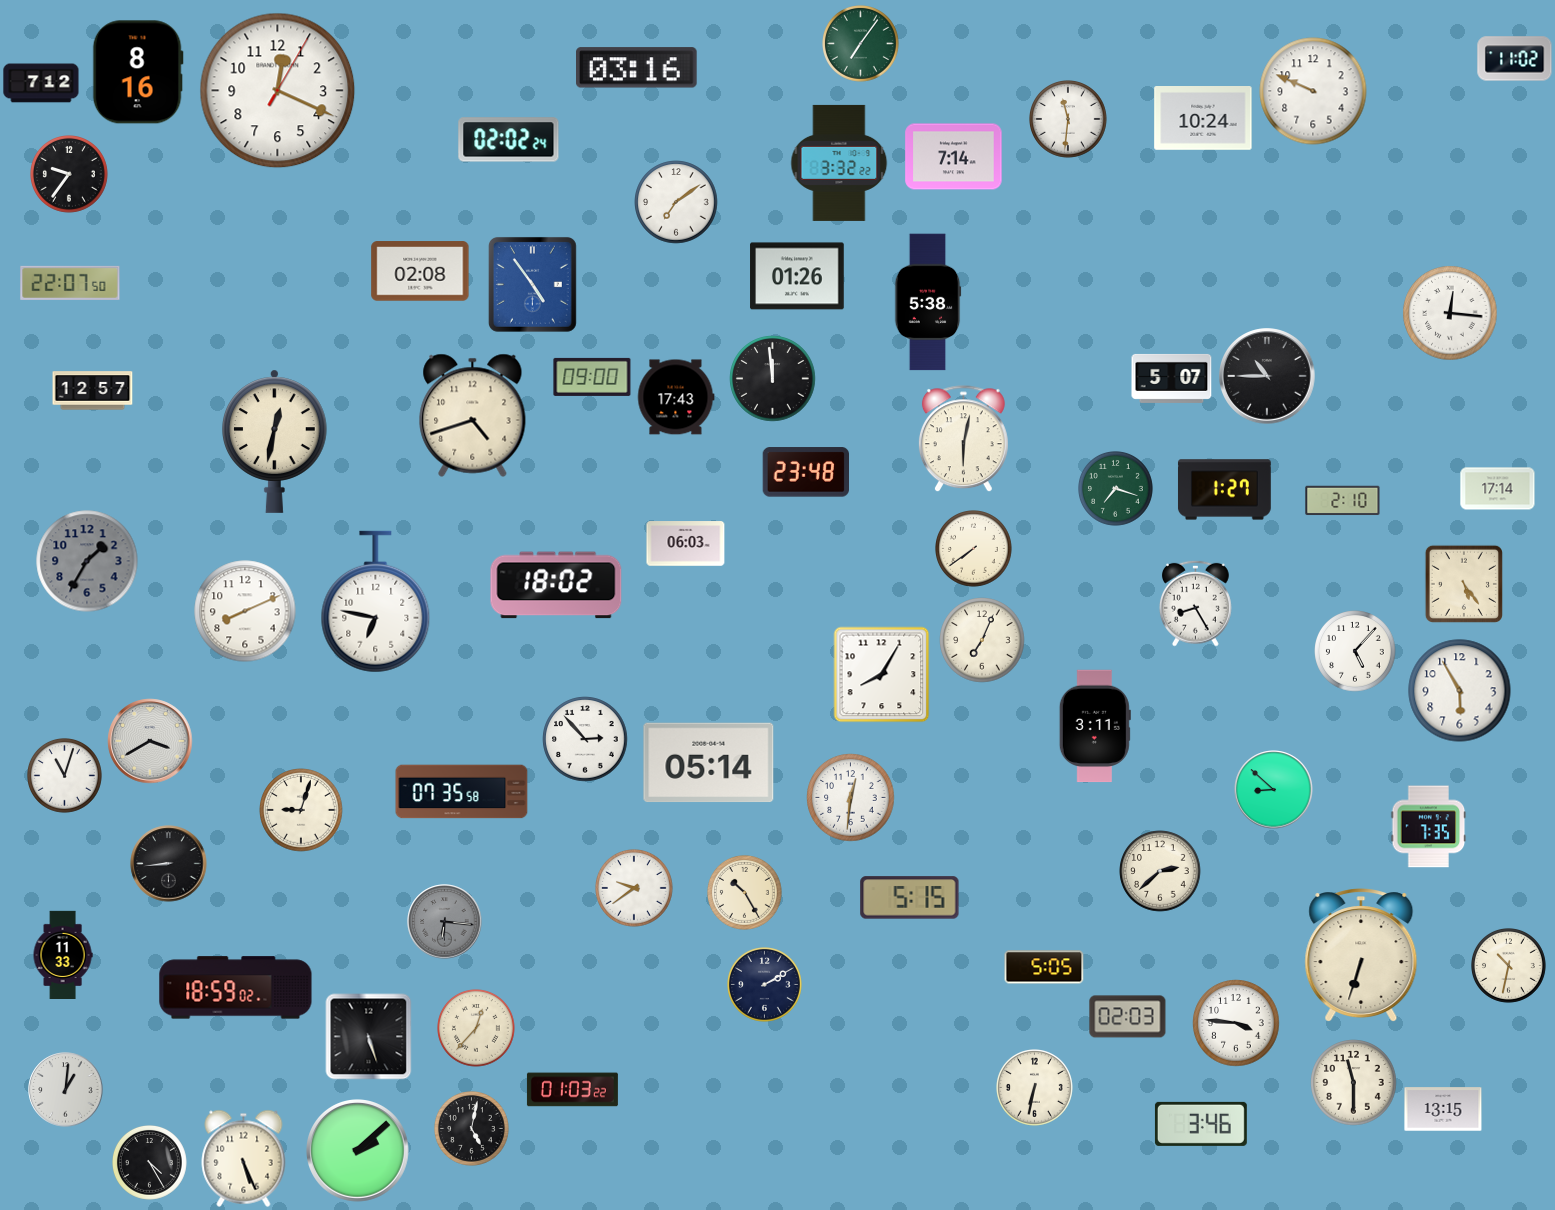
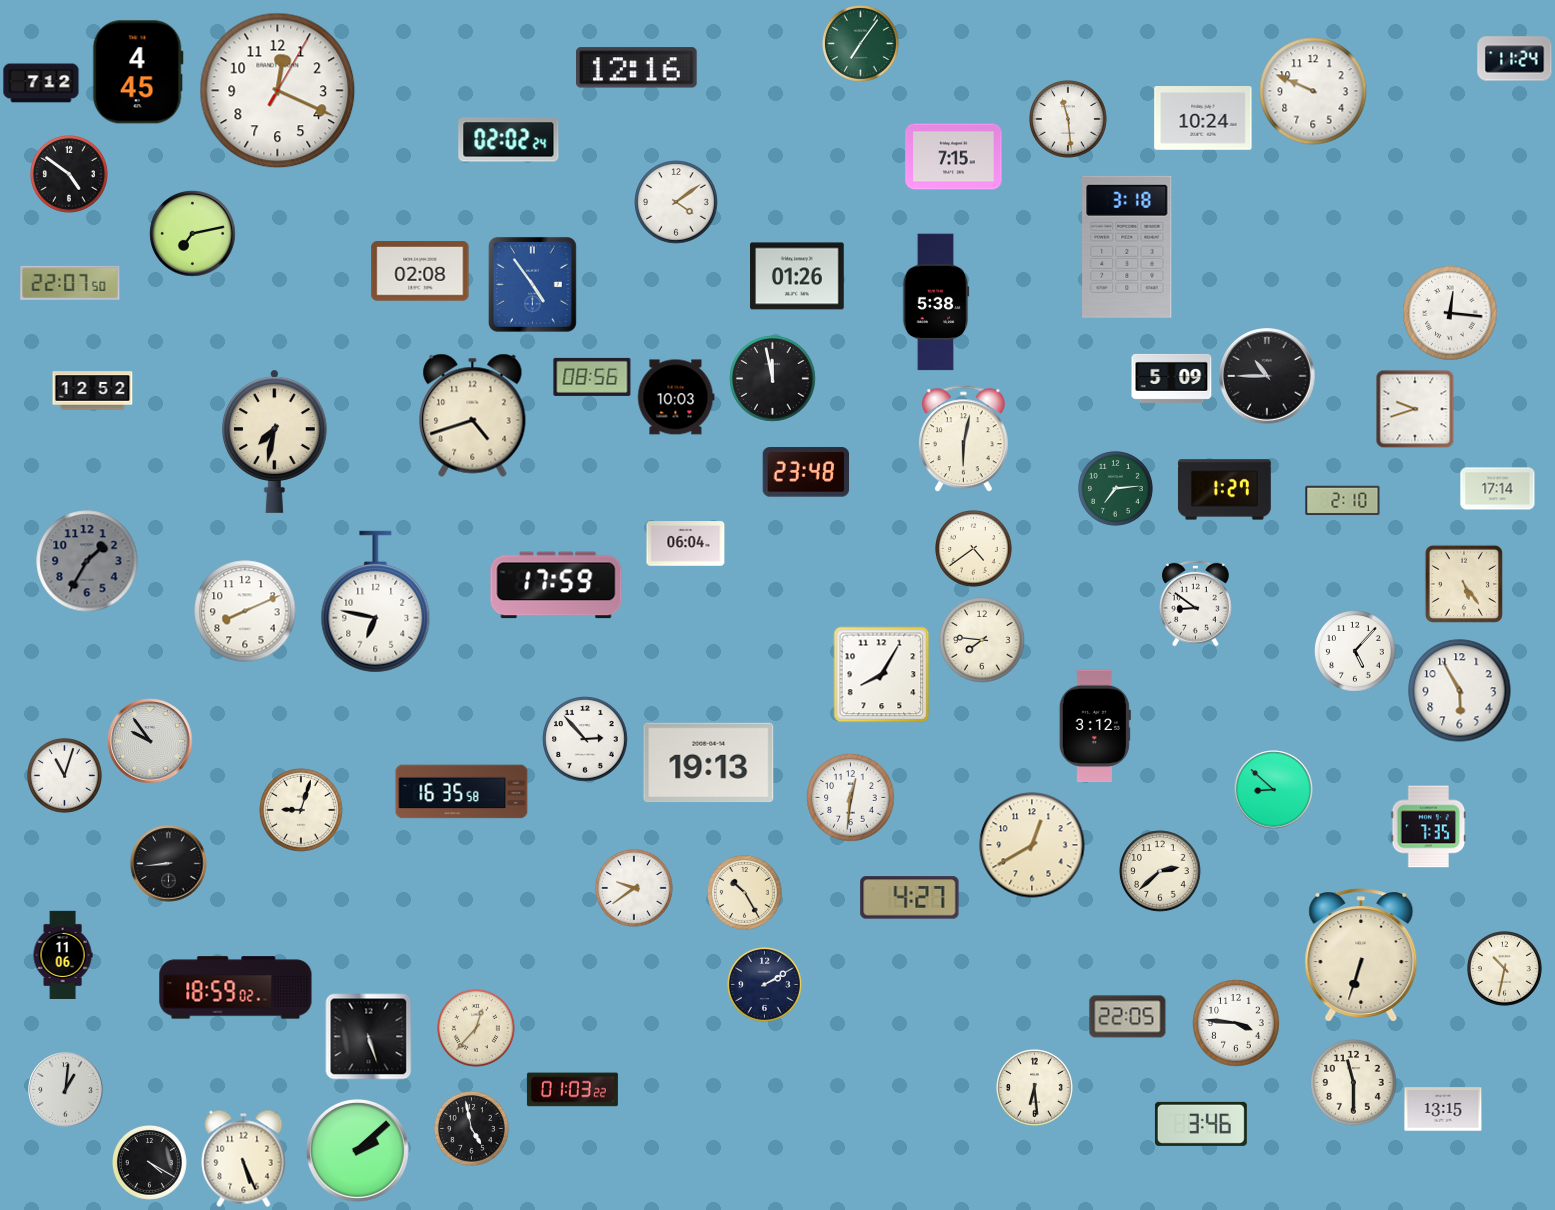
clock at (1515, 59): 11:02 -> 11:24
clock at (637, 68): 03:16 -> 12:16
clock at (138, 72): 8:16 -> 4:45
clock at (1069, 120): 11:31 -> 11:29
clock at (954, 157): 7:14 -> 7:15
clock at (839, 163): 3:32 -> none
clock at (70, 175): 9:36 -> 4:51
clock at (676, 202): 7:09 -> 4:09
clock at (193, 234): none -> 7:13
clock at (1127, 247): none -> 3:18
clock at (928, 302) position: (928, 302) -> (936, 302)
clock at (592, 377): 09:00 -> 08:56
clock at (1172, 378): 5:07 -> 5:09
clock at (773, 379): 11:59 -> 11:58
clock at (93, 391): 12:57 -> 12:52
clock at (676, 397): 17:43 -> 10:03
clock at (1415, 409): none -> 9:42
clock at (275, 441): 12:32 -> 7:32
clock at (1116, 489): 7:18 -> 7:14
clock at (686, 544): 06:03 -> 06:04
clock at (974, 549): 7:39 -> 4:39
clock at (556, 585): 18:02 -> 17:59
clock at (1195, 603): 8:25 -> 8:51
clock at (982, 640): 7:04 -> 7:46
clock at (1095, 726): 3:11 -> 3:12
clock at (150, 741): 3:40 -> 9:54
clock at (709, 763): 05:14 -> 19:13
clock at (462, 792): 07:35 -> 16:35
clock at (1032, 845): none -> 12:40
clock at (910, 898): 5:15 -> 4:27
clock at (445, 922): 6:16 -> none
clock at (63, 954): 11:33 -> 11:06
clock at (1509, 966) position: (1509, 966) -> (1505, 969)
clock at (1044, 967): 5:05 -> none
clock at (1128, 1017): 02:03 -> 22:05
clock at (1035, 1088): 6:32 -> 6:29
clock at (472, 1129): 5:02 -> 4:58
clock at (150, 1163): 4:25 -> 4:20
